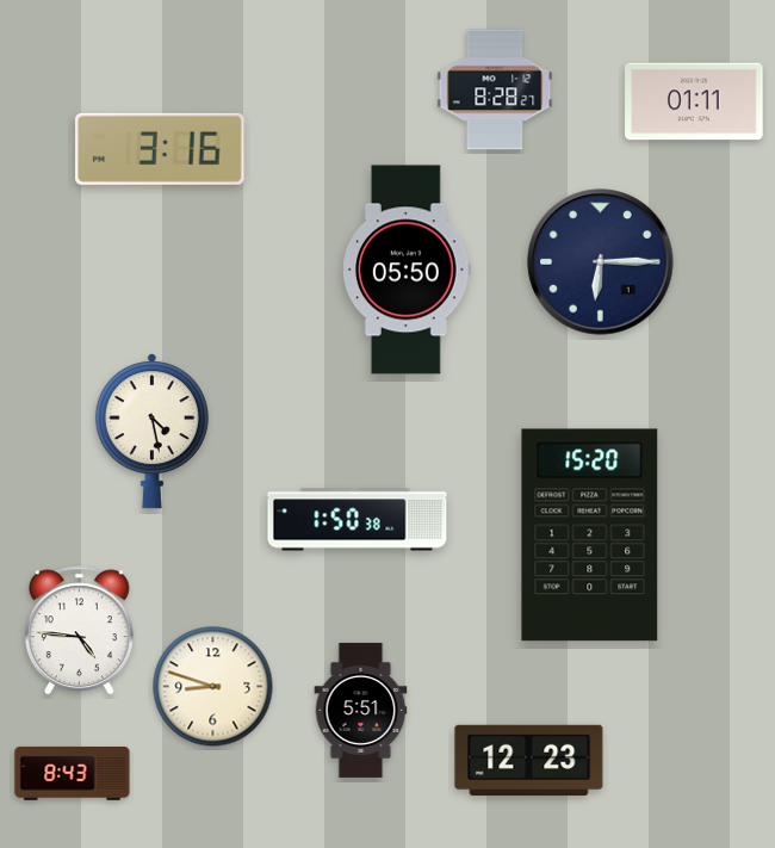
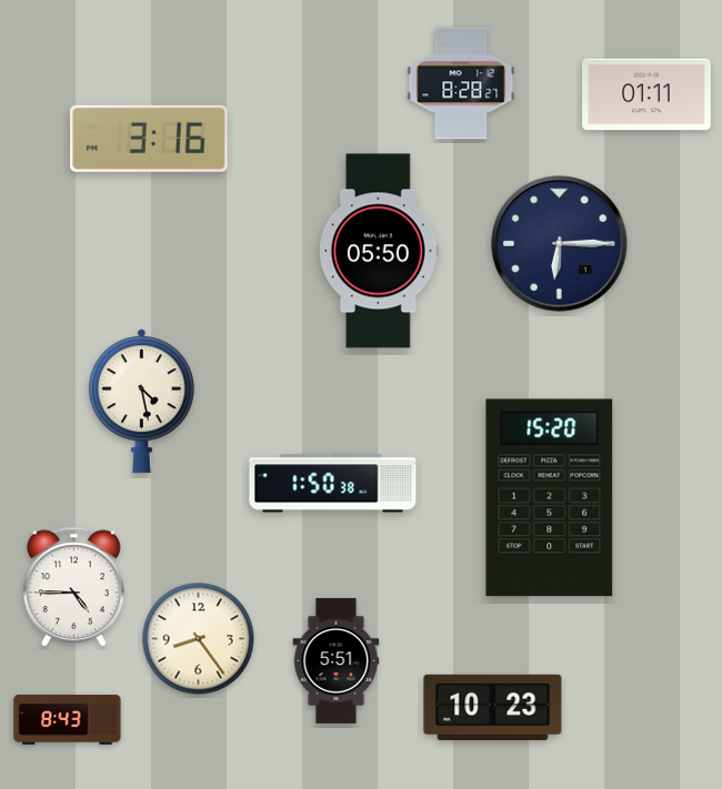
clock at (79, 631): 4:46 -> 4:45
clock at (213, 687): 8:48 -> 8:24
clock at (529, 760): 12:23 -> 10:23
